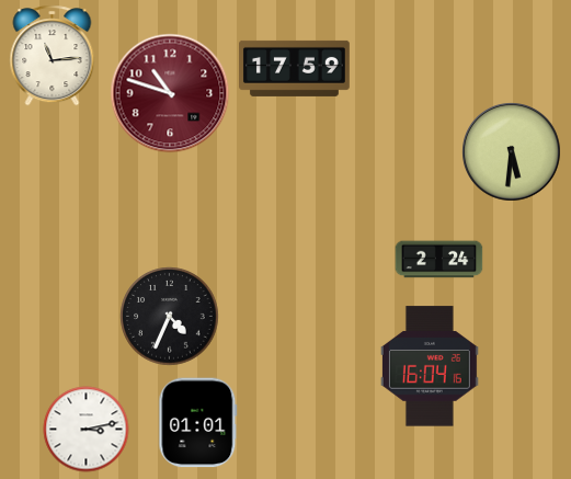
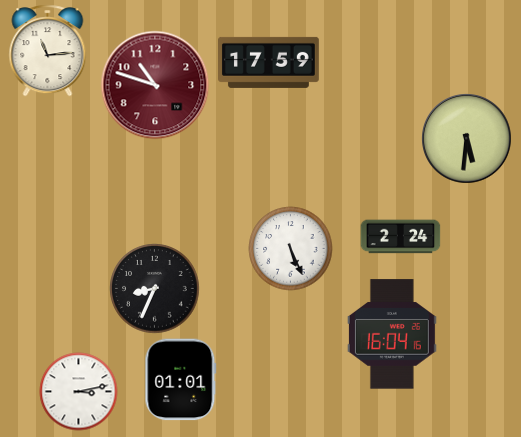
clock at (290, 248): none -> 5:26
clock at (169, 316): 4:34 -> 8:34
clock at (198, 422) position: (198, 422) -> (181, 379)
